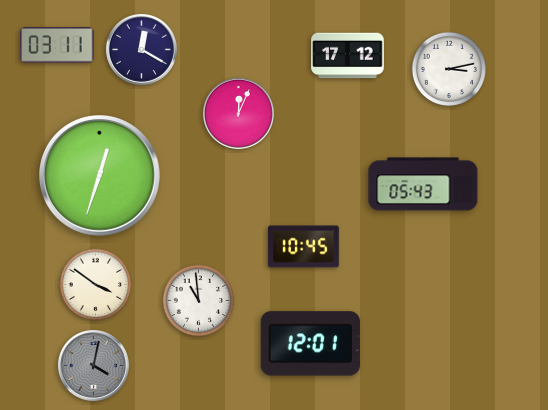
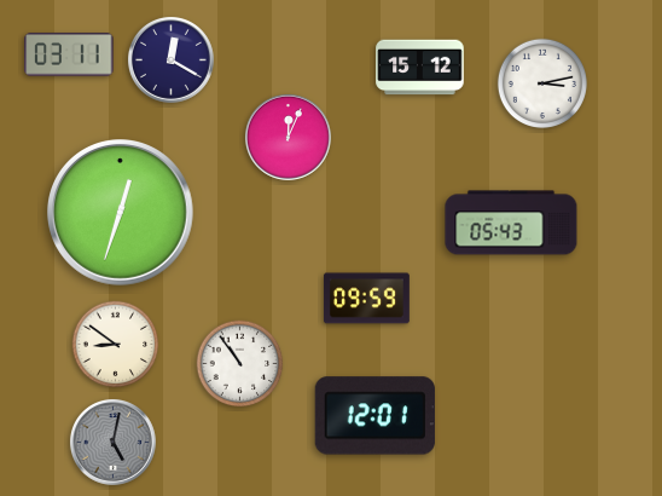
clock at (348, 56): 17:12 -> 15:12
clock at (303, 247): 10:45 -> 09:59
clock at (96, 285): 3:51 -> 8:51
clock at (199, 301): 10:59 -> 10:54
clock at (93, 365): 4:02 -> 5:02
